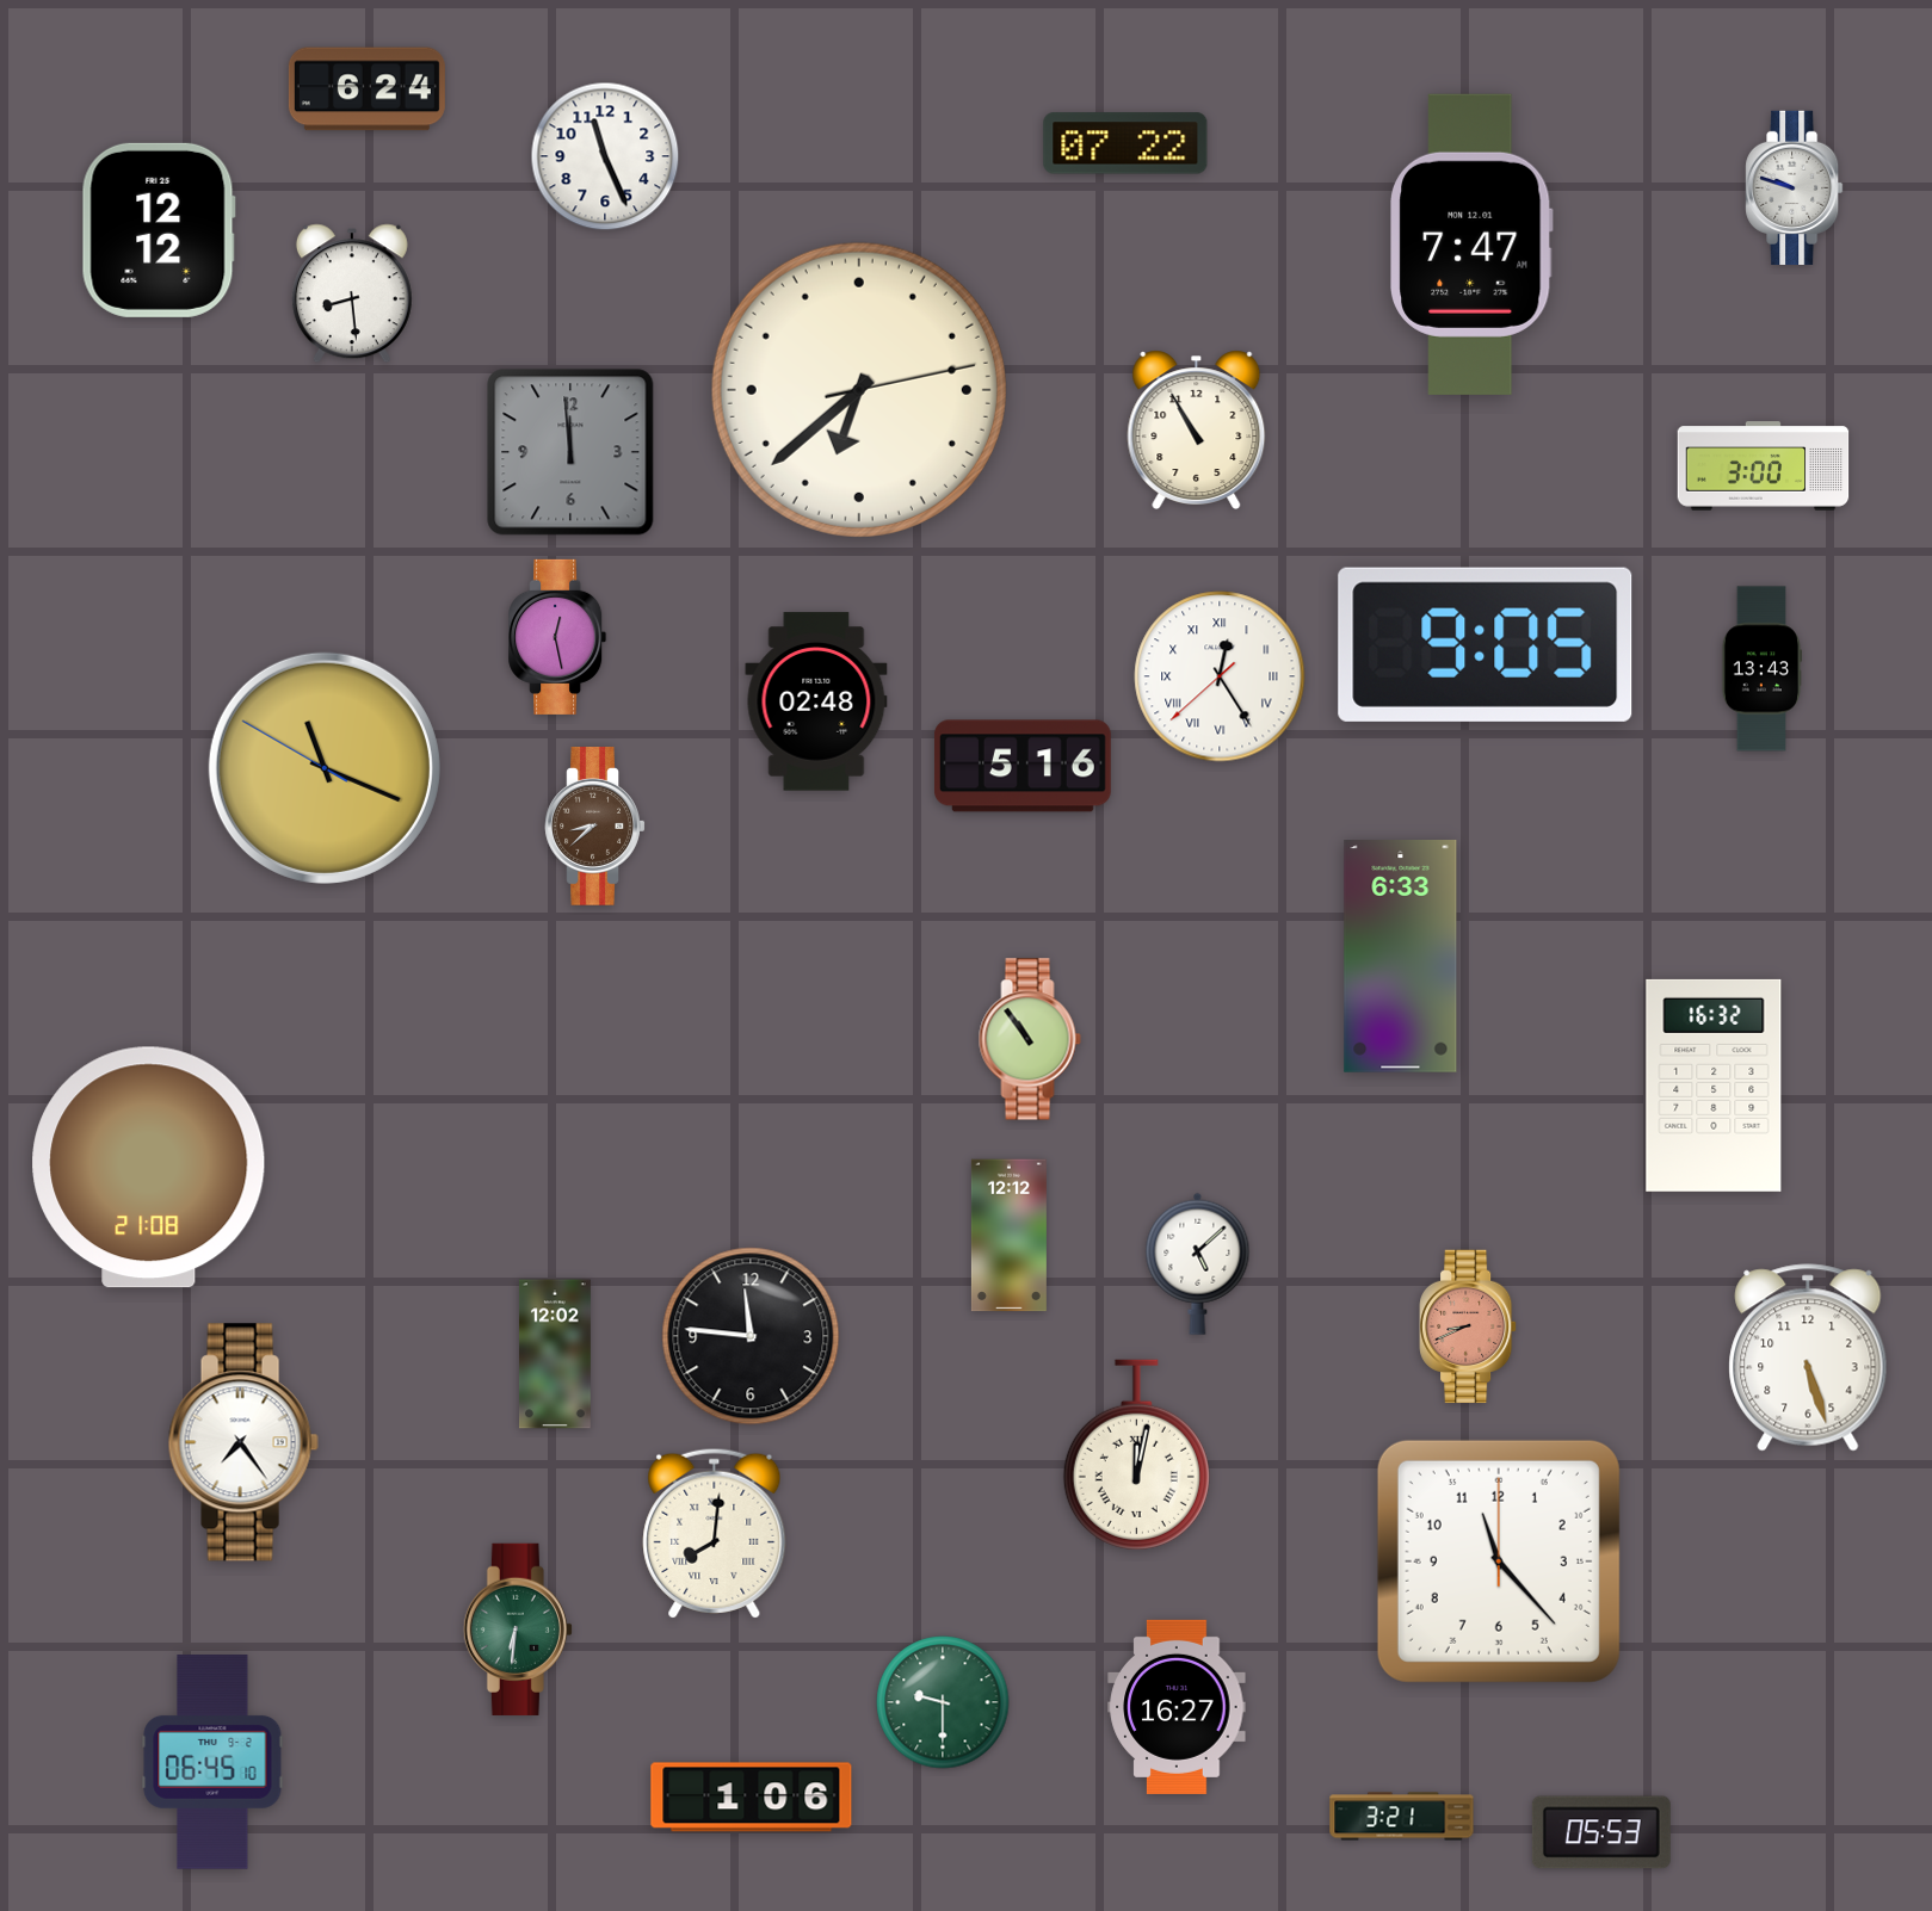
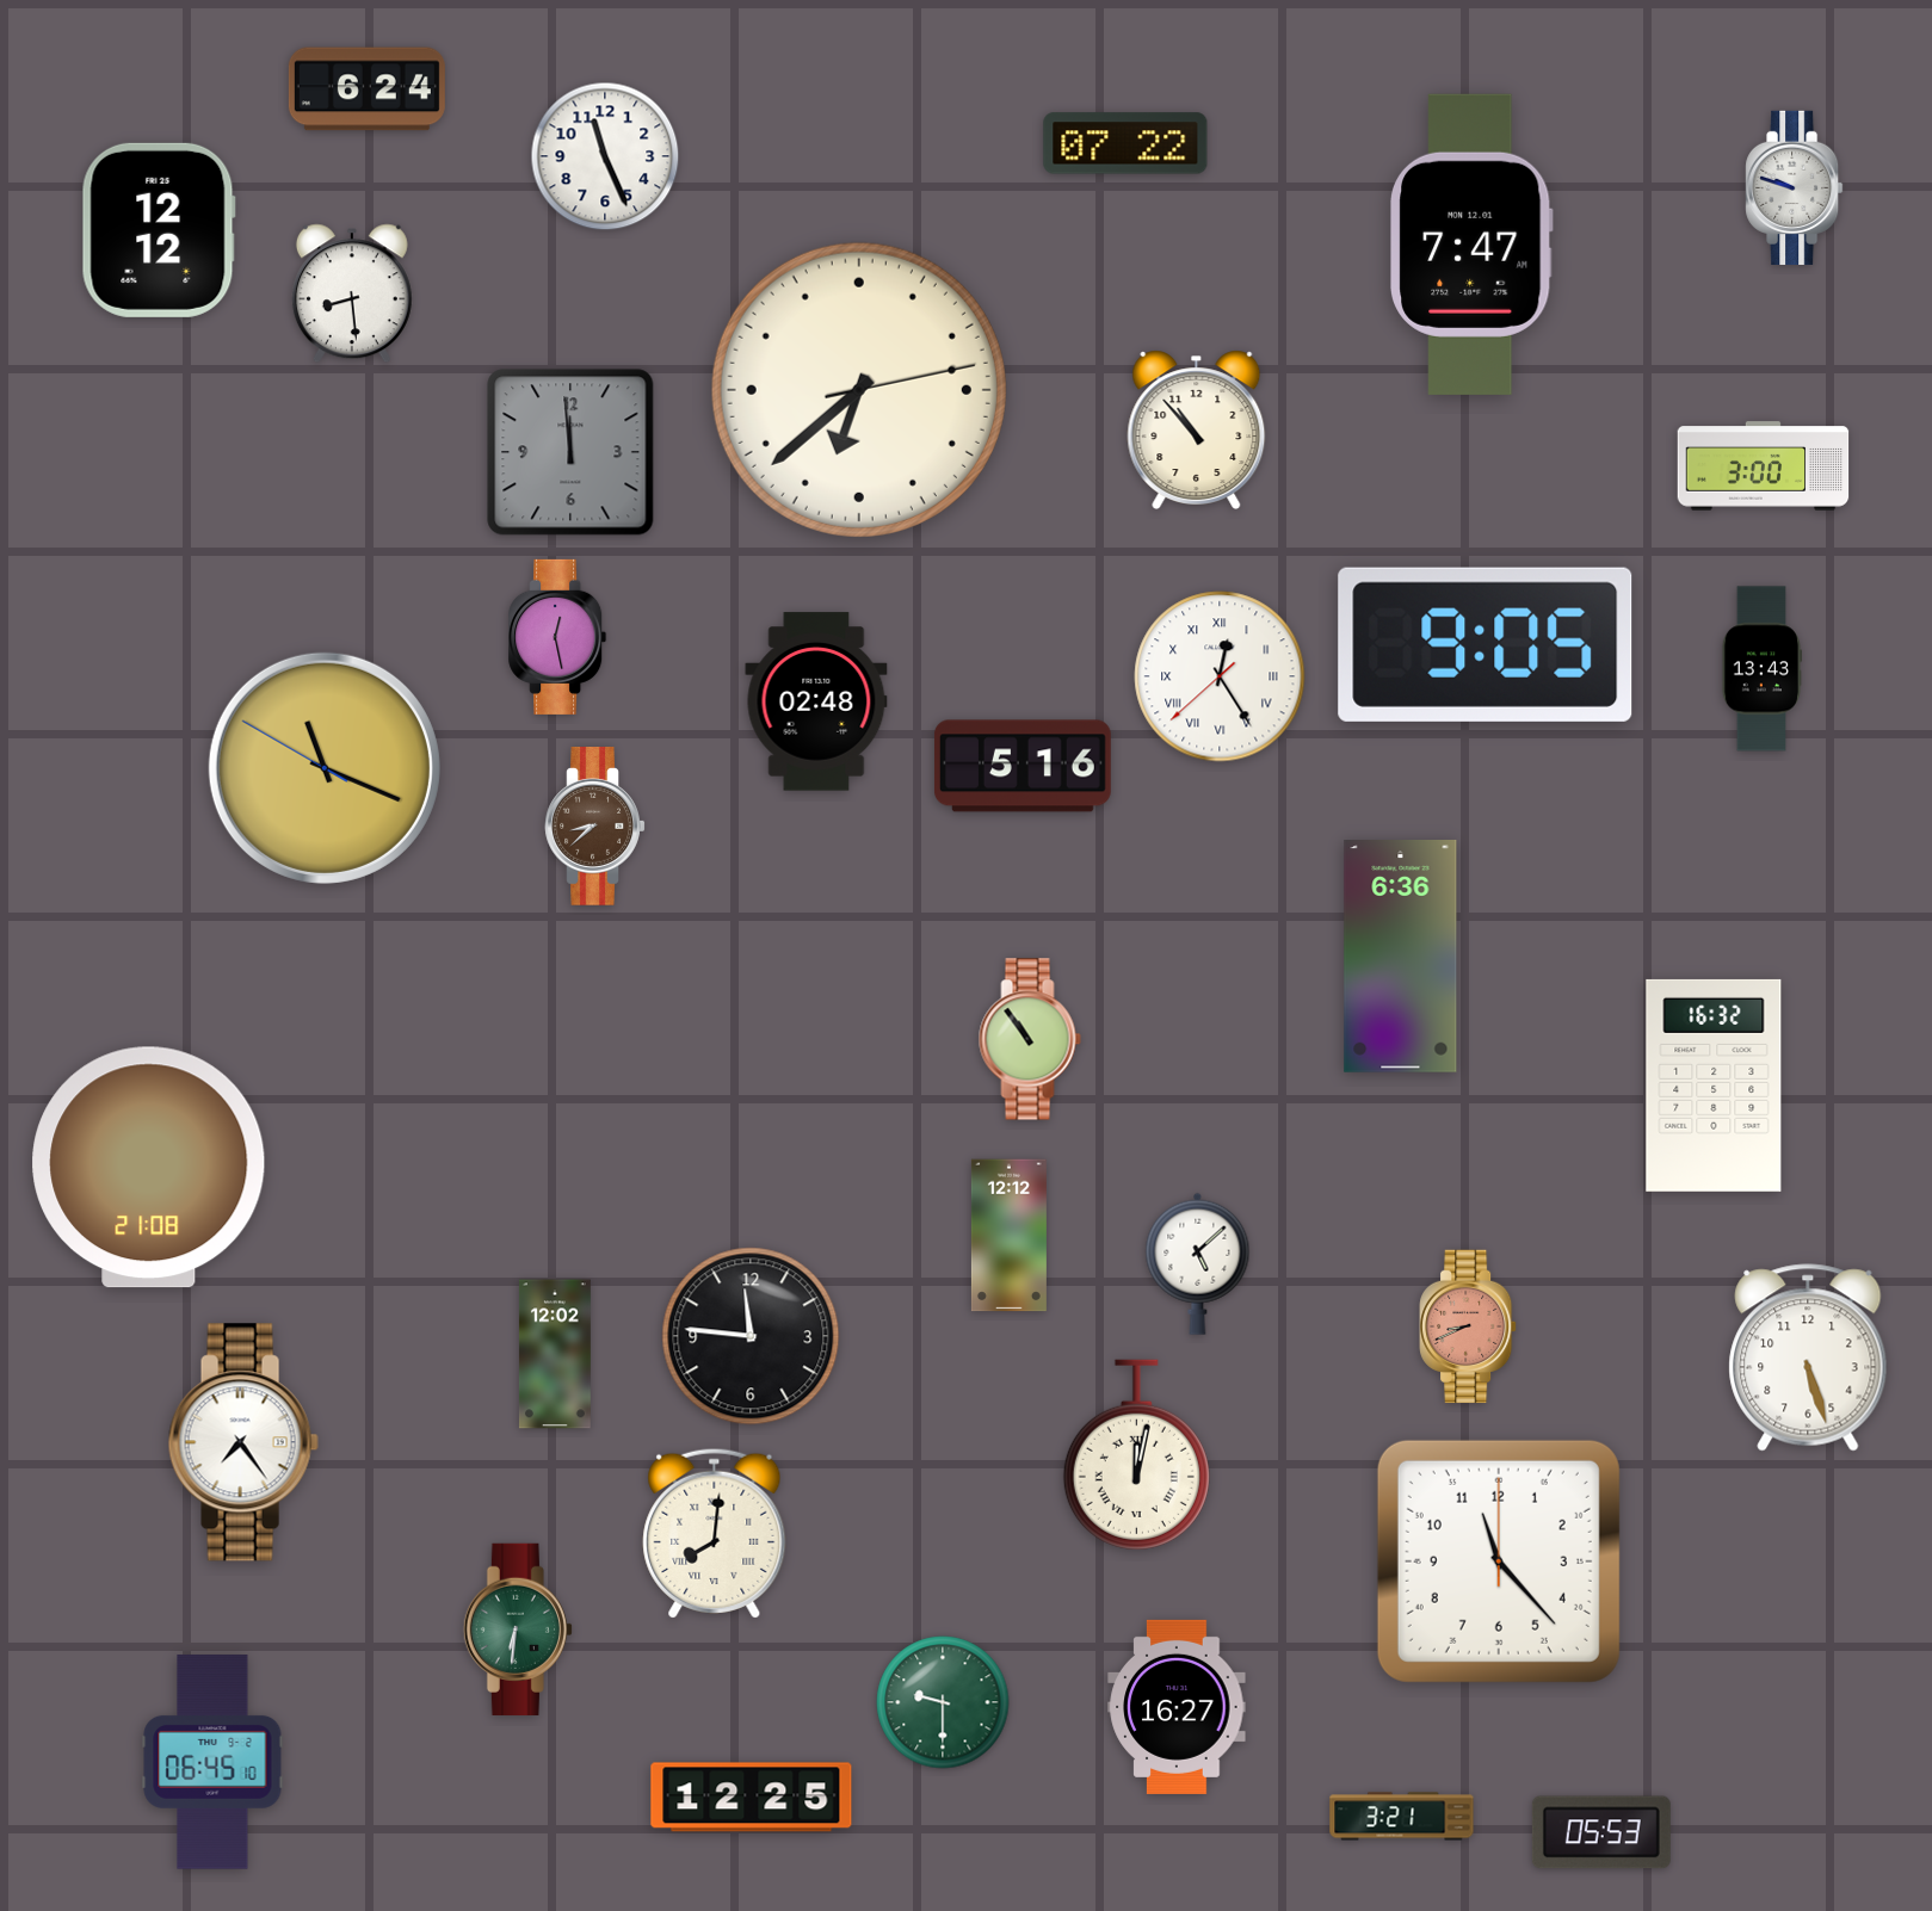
clock at (1197, 429): 10:55 -> 10:53
clock at (1401, 957): 6:33 -> 6:36
clock at (752, 1798): 1:06 -> 12:25
